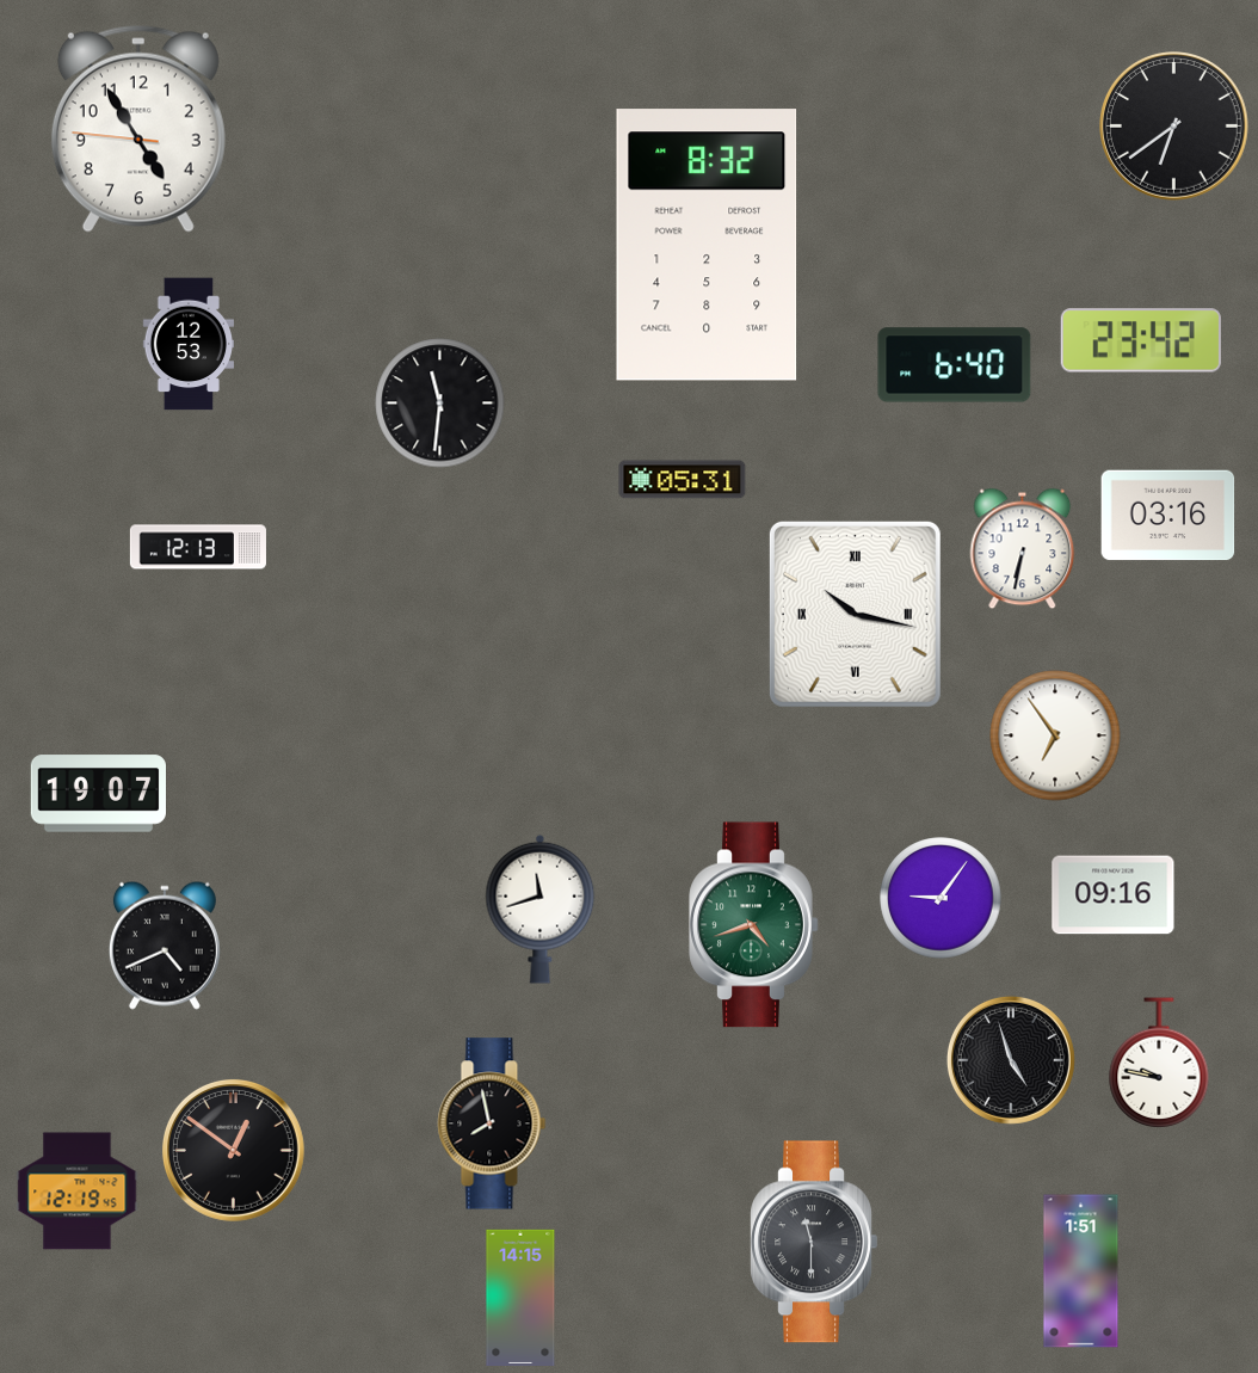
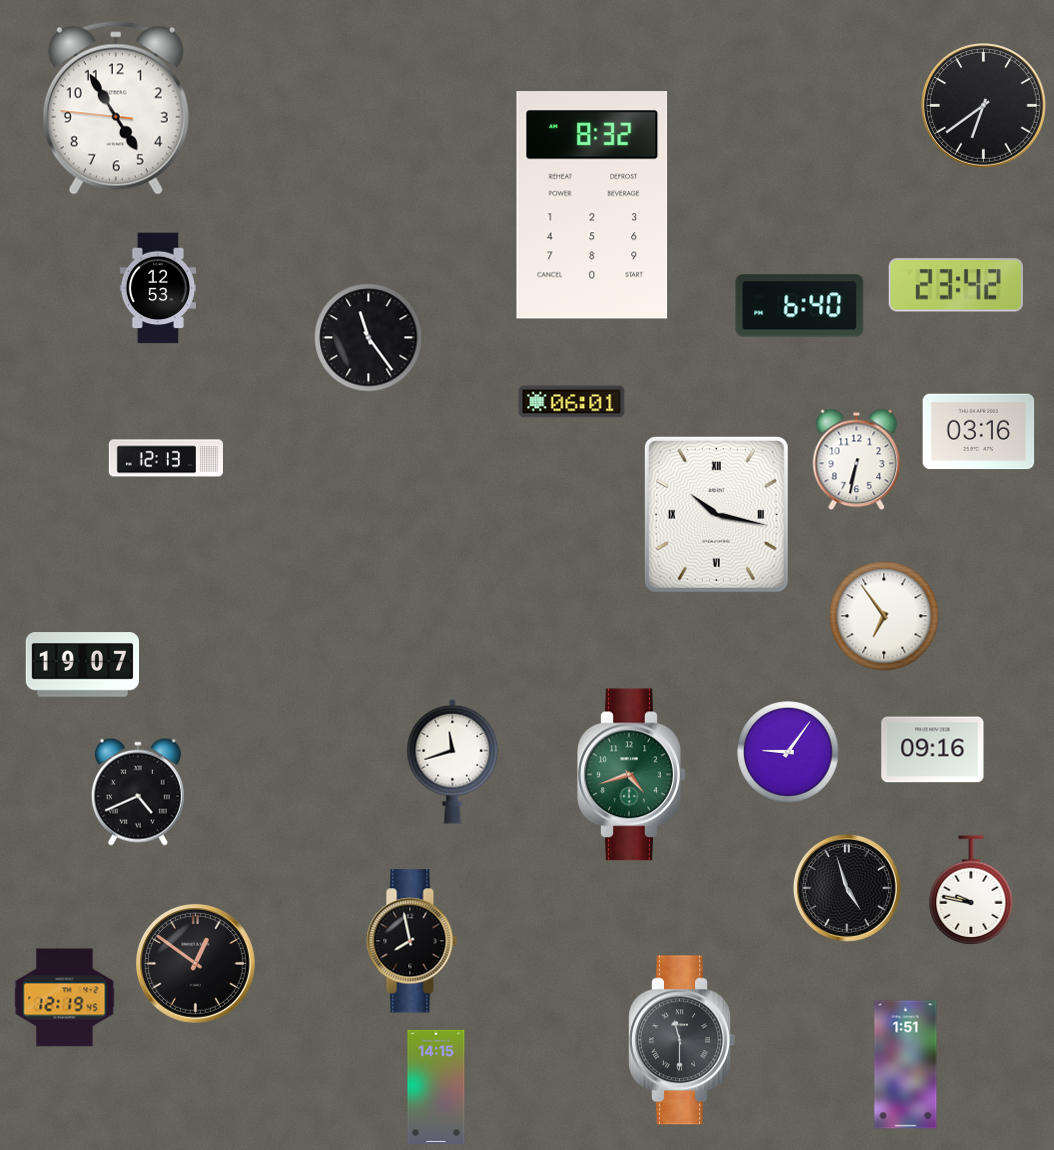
clock at (440, 404): 11:31 -> 11:24
clock at (683, 480): 05:31 -> 06:01
